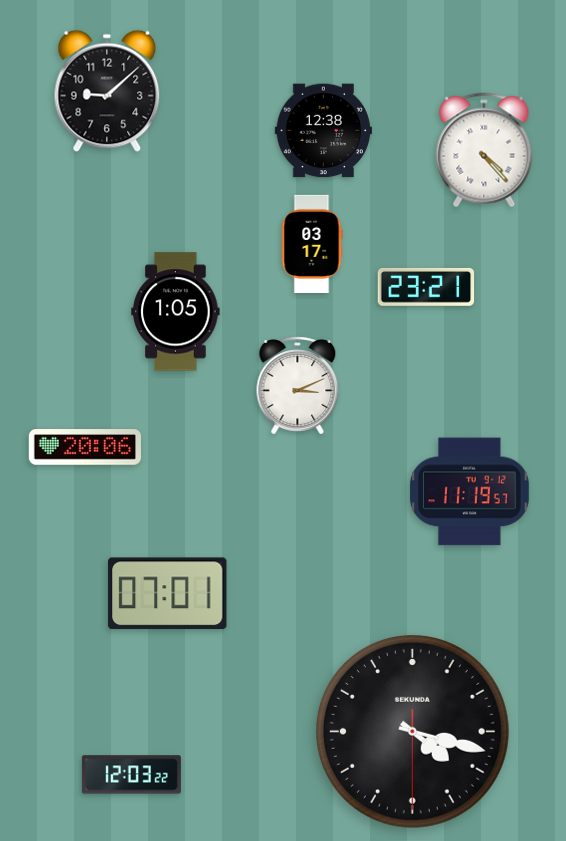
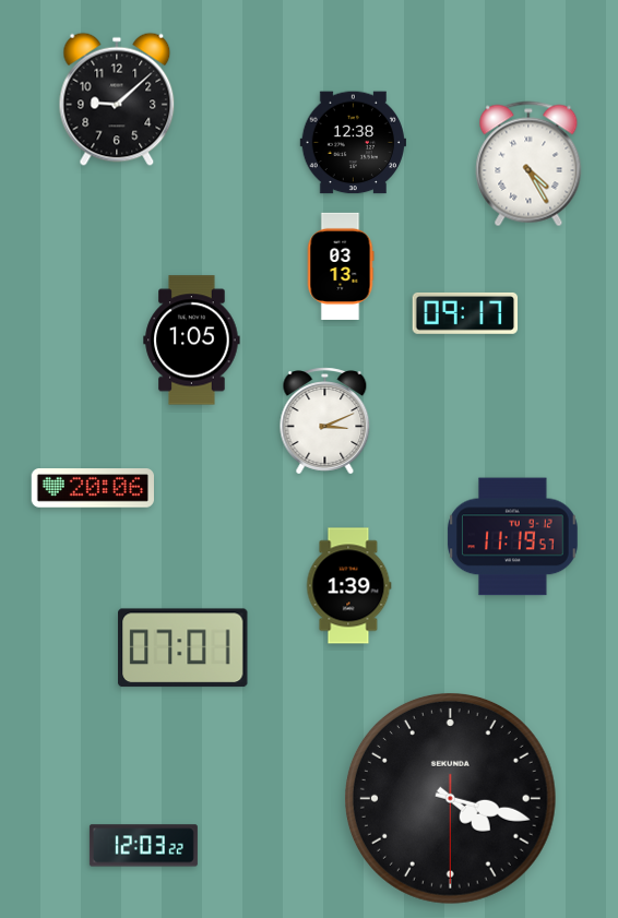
clock at (484, 150): 4:23 -> 4:25
clock at (312, 244): 03:17 -> 03:13
clock at (426, 287): 23:21 -> 09:17
clock at (349, 586): none -> 1:39
